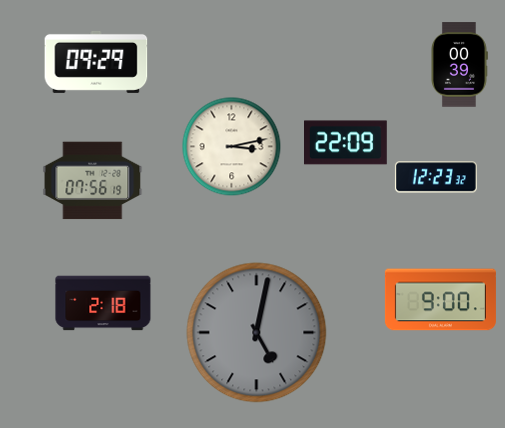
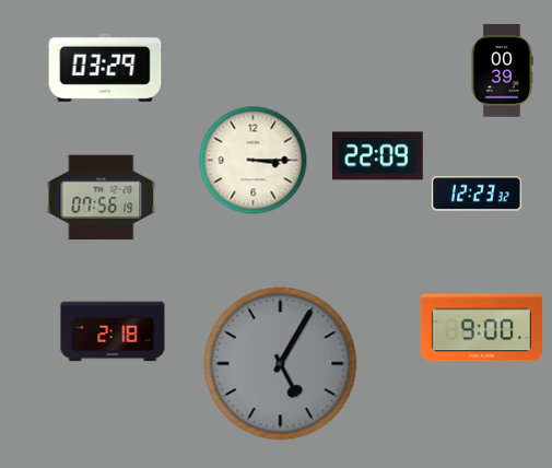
clock at (96, 62): 09:29 -> 03:29
clock at (232, 147): 3:13 -> 3:15
clock at (257, 333): 5:02 -> 5:05
